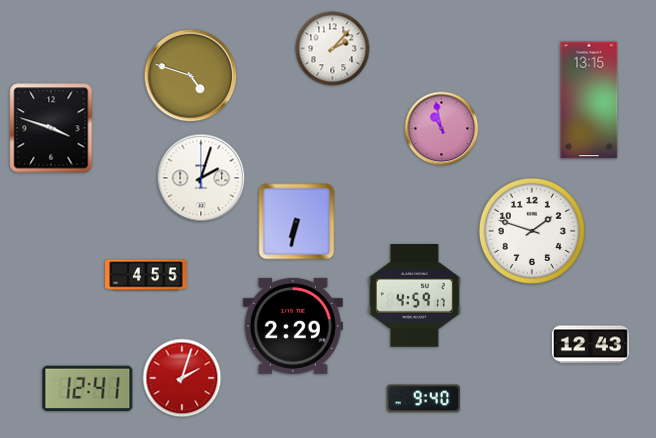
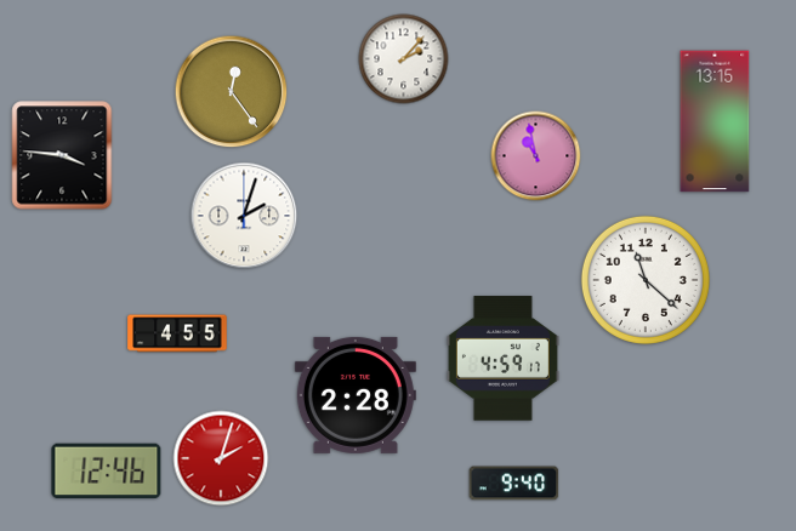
clock at (191, 76): 4:48 -> 12:24
clock at (51, 128): 3:48 -> 3:46
clock at (297, 222): 6:32 -> none
clock at (532, 231): 1:48 -> 11:22
clock at (293, 326): 2:29 -> 2:28
clock at (590, 345): 12:43 -> none
clock at (88, 389): 12:41 -> 12:46
